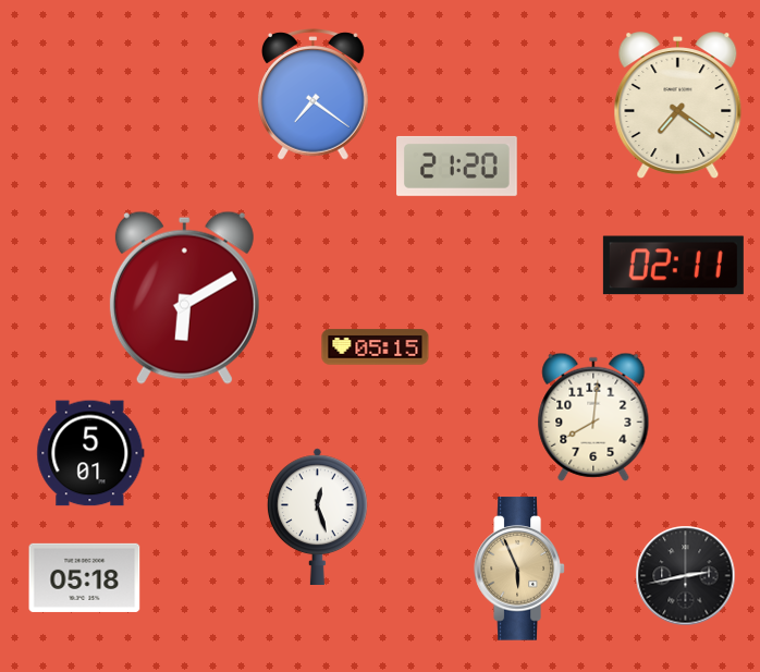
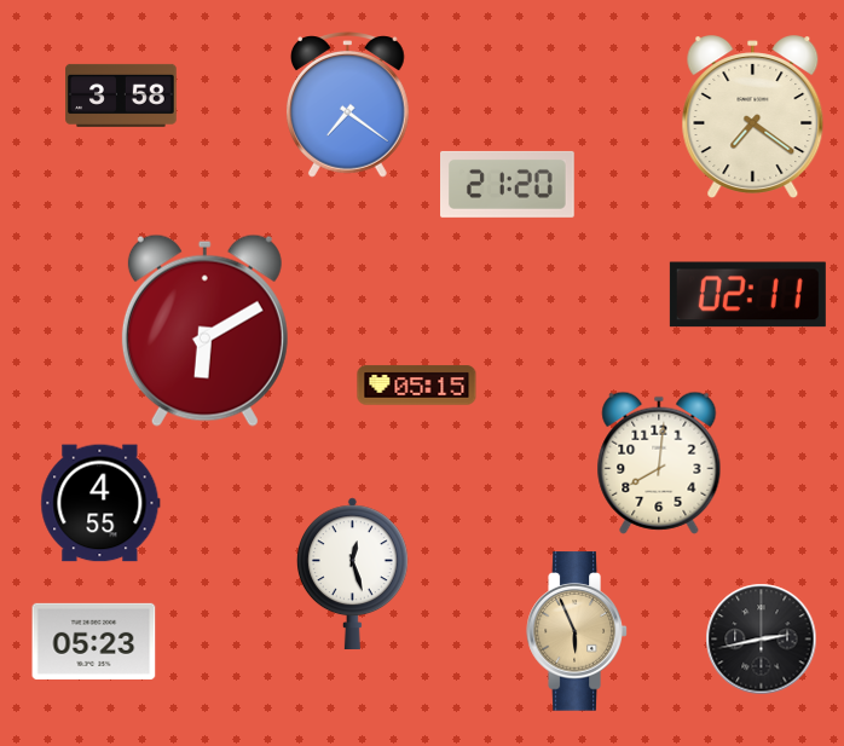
clock at (121, 96): none -> 3:58
clock at (90, 453): 5:01 -> 4:55
clock at (85, 577): 05:18 -> 05:23
